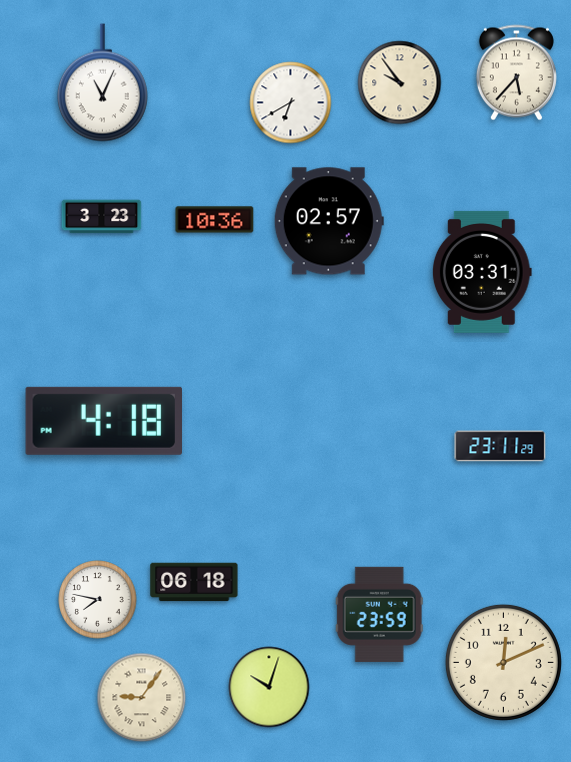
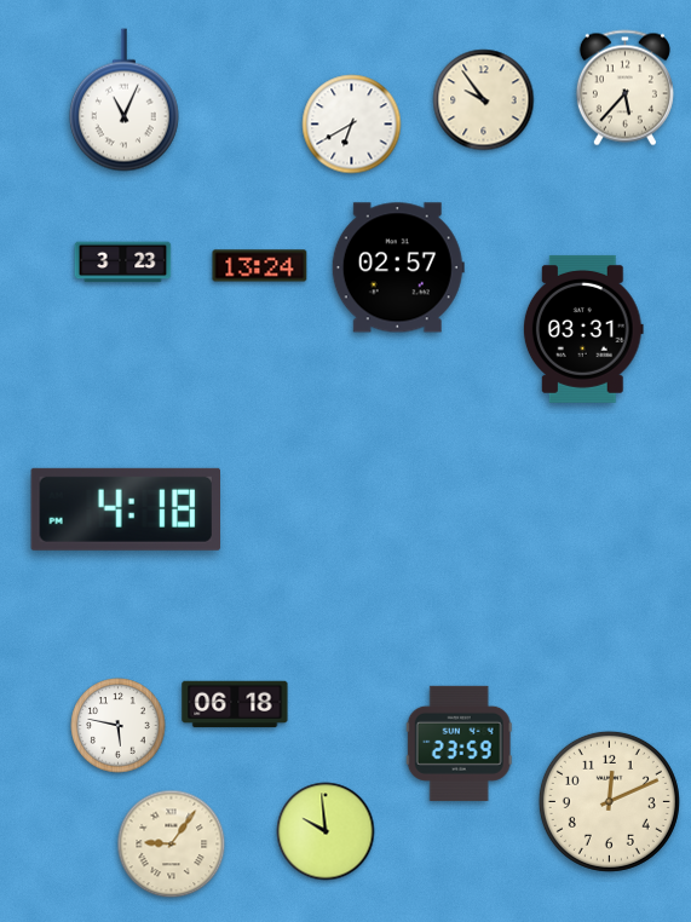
clock at (215, 220): 10:36 -> 13:24
clock at (500, 446): 23:11 -> none
clock at (98, 600): 7:47 -> 5:47
clock at (269, 687): 10:03 -> 9:59
